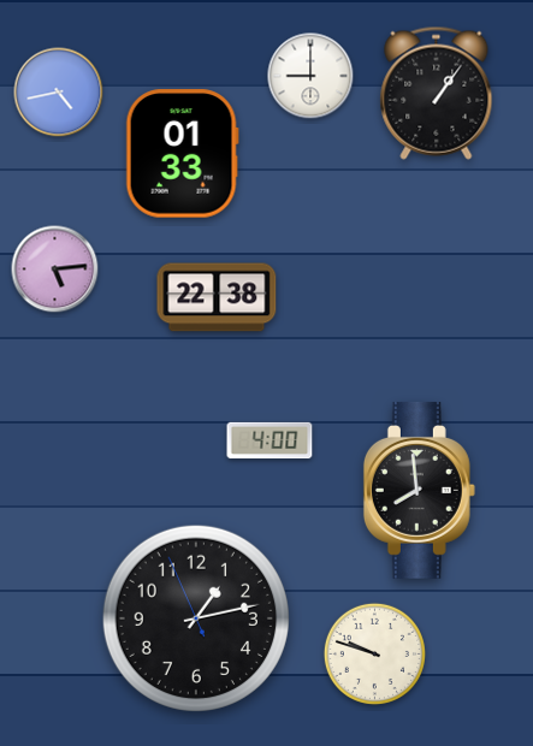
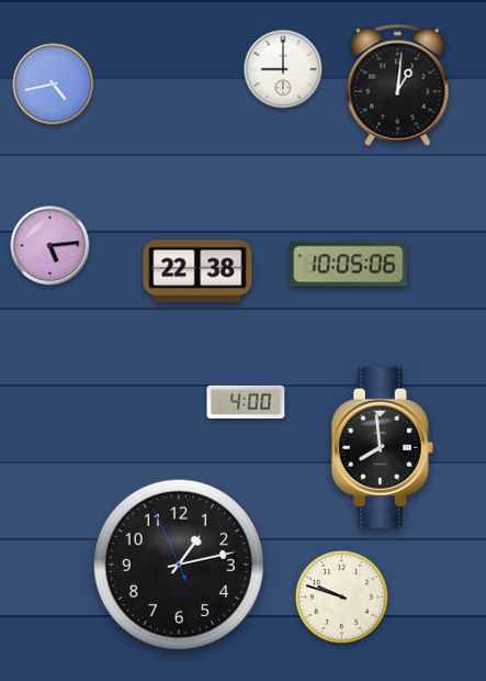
clock at (437, 93): 1:06 -> 1:01
clock at (182, 154): 01:33 -> none
clock at (349, 265): none -> 10:05
